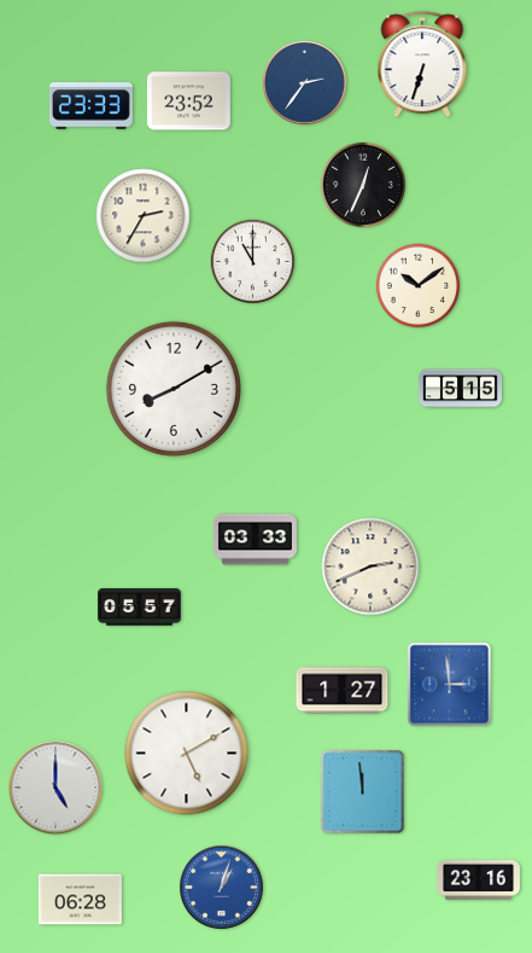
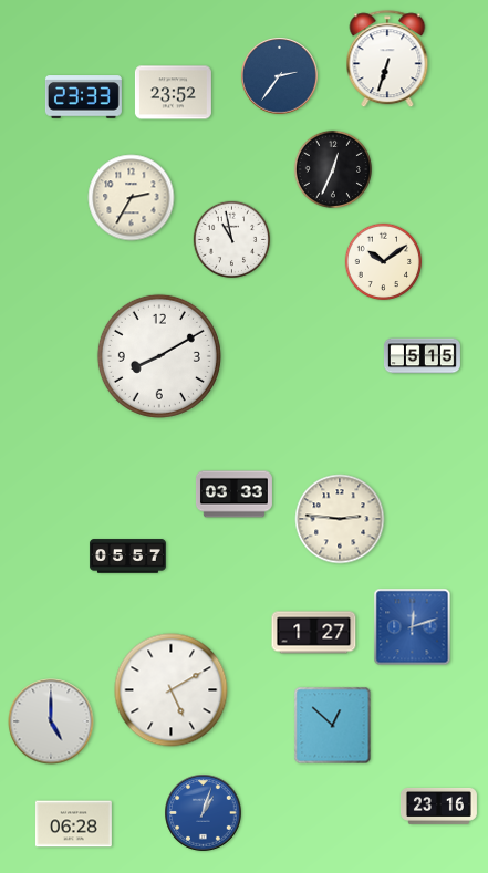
clock at (253, 262): 11:00 -> 10:58
clock at (370, 566): 2:41 -> 2:46
clock at (450, 685): 2:59 -> 12:12
clock at (363, 792): 11:59 -> 12:52
